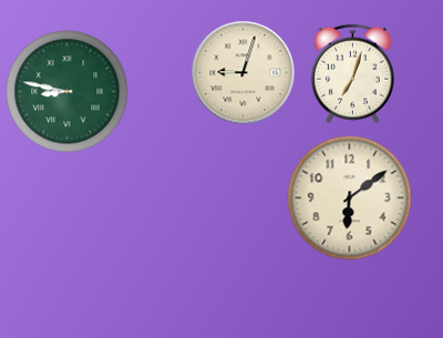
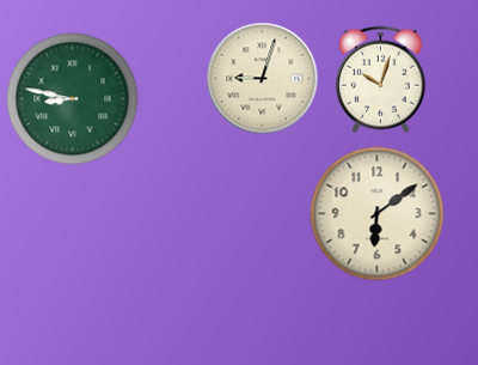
clock at (352, 74): 7:03 -> 10:03
